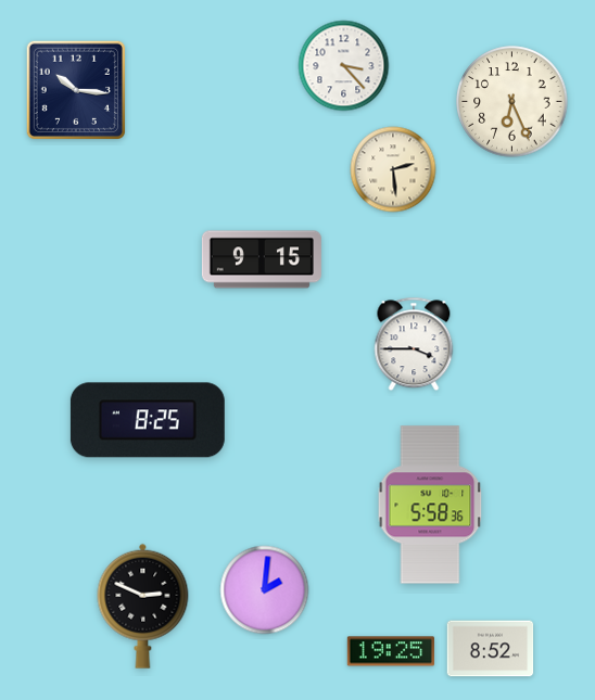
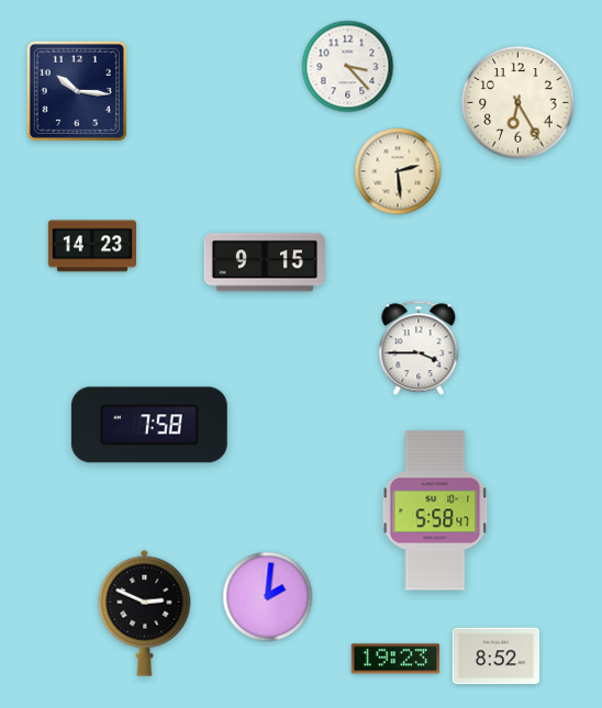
clock at (512, 102): 6:26 -> 6:25
clock at (91, 246): none -> 14:23
clock at (148, 420): 8:25 -> 7:58
clock at (430, 505): 5:58:36 -> 5:58:47
clock at (390, 651): 19:25 -> 19:23
